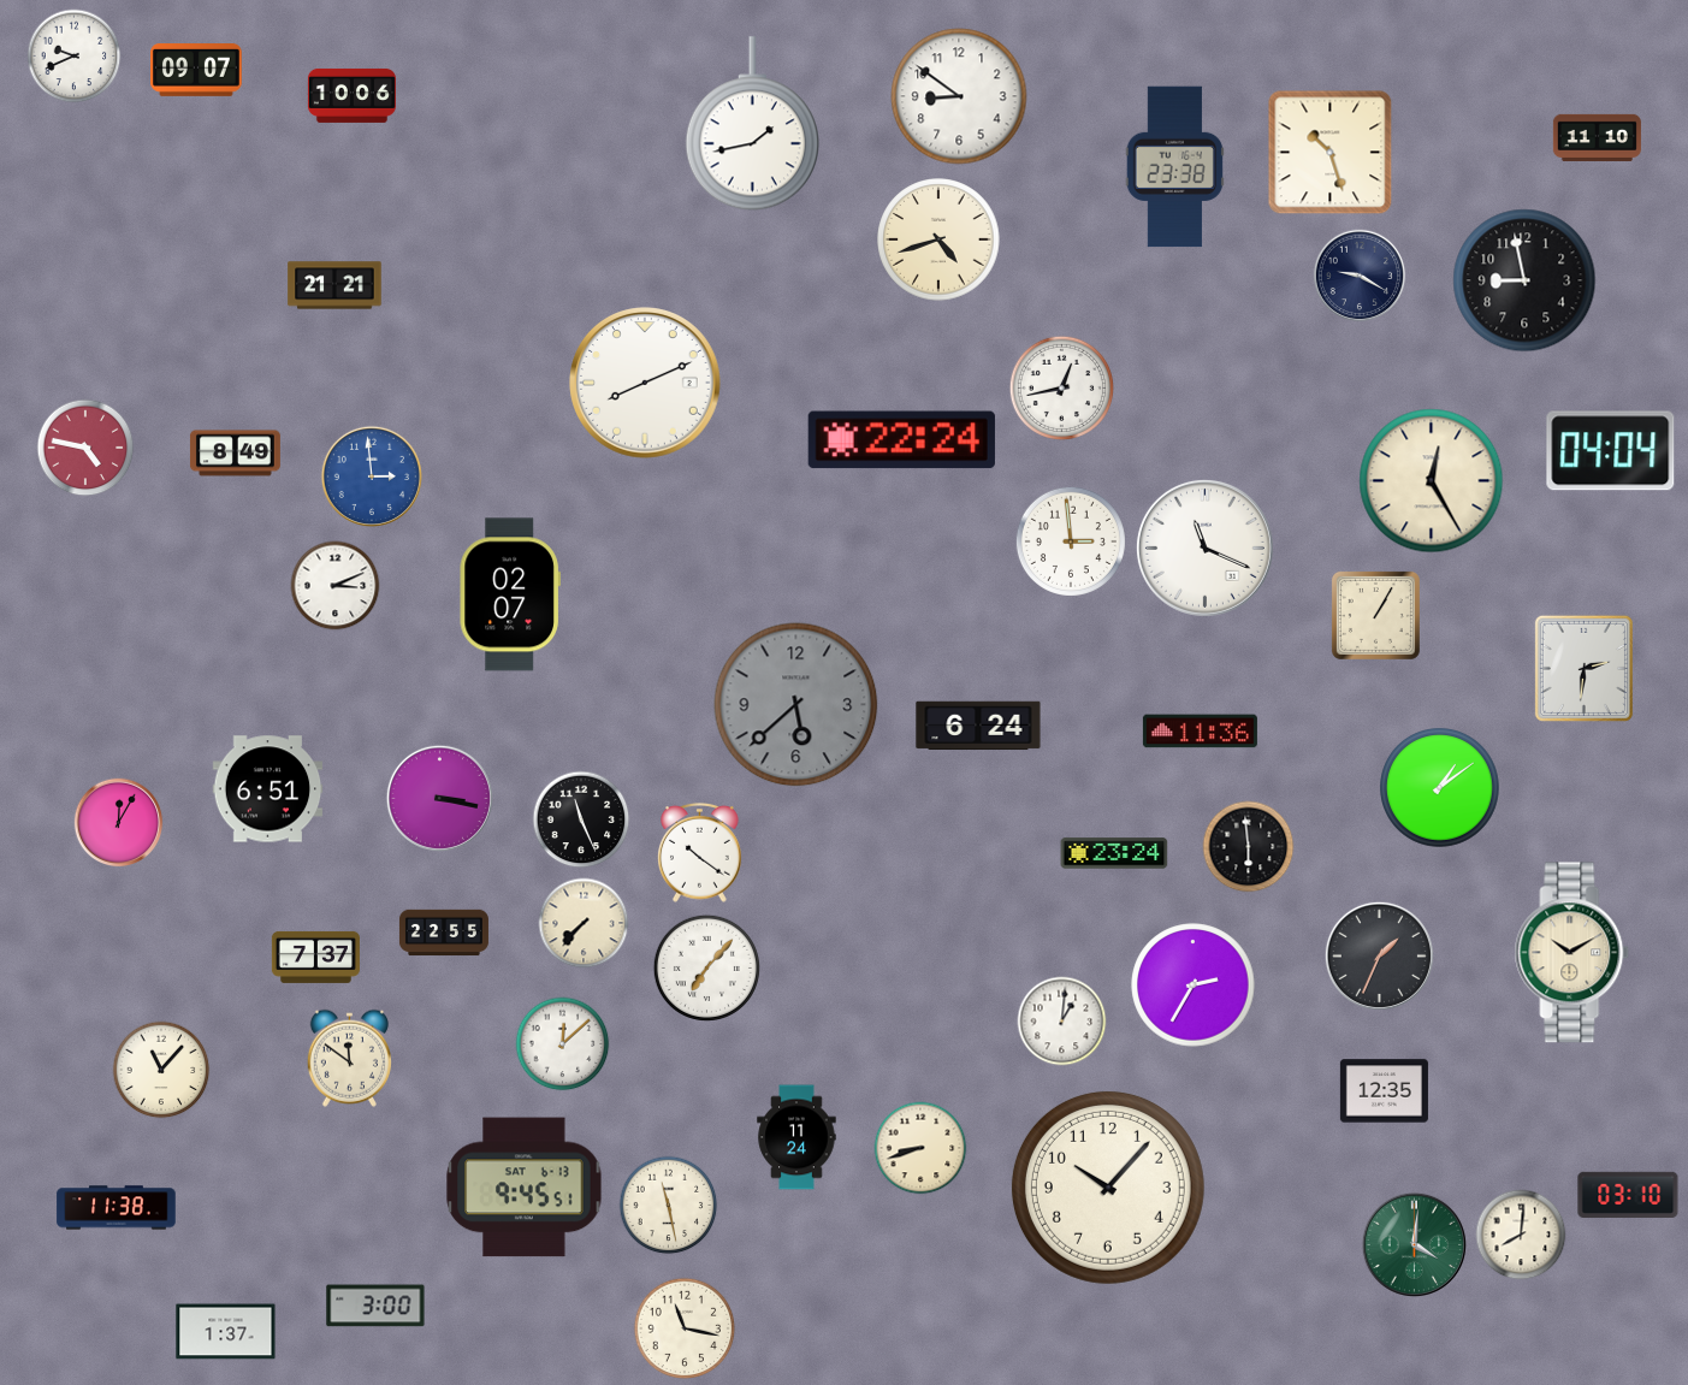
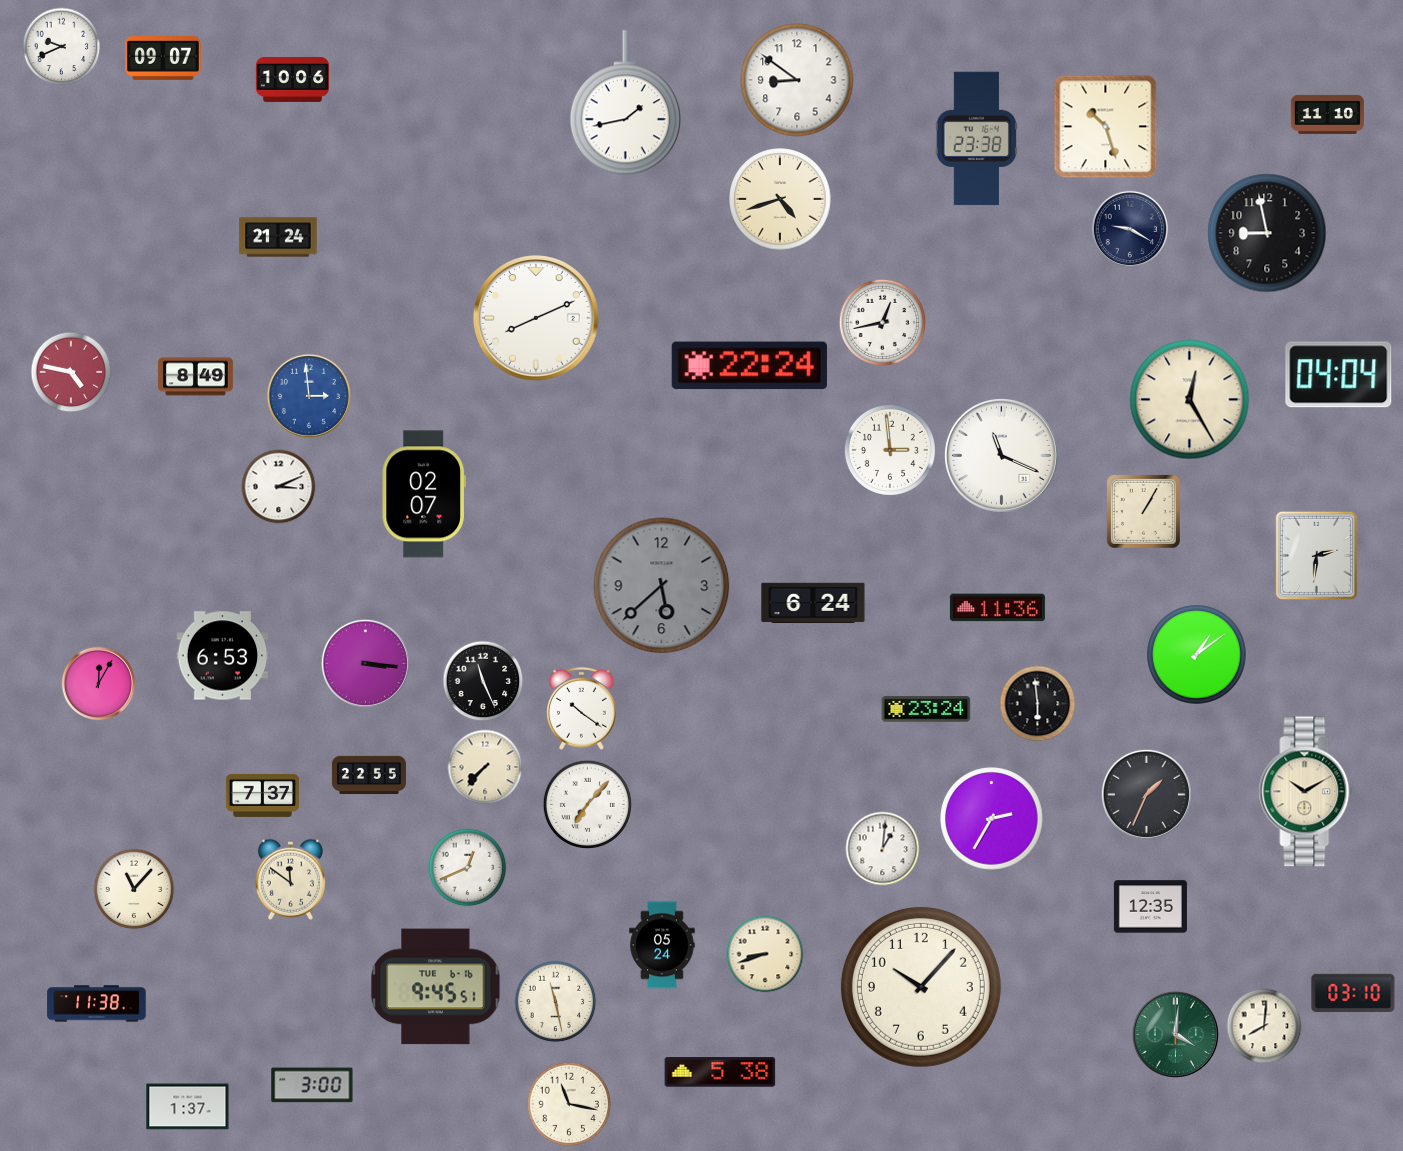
clock at (334, 285): 21:21 -> 21:24
clock at (268, 789): 6:51 -> 6:53
clock at (439, 798): 3:17 -> 3:16
clock at (563, 1044): 12:08 -> 12:41
clock at (796, 1137): 11:24 -> 05:24
clock at (525, 1188) date: SAT 6-13 -> TUE 6-16
clock at (720, 1072): none -> 5:38
